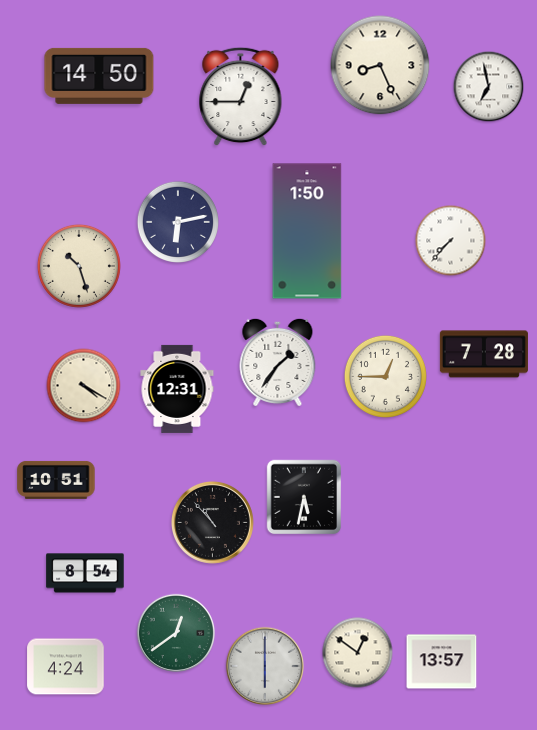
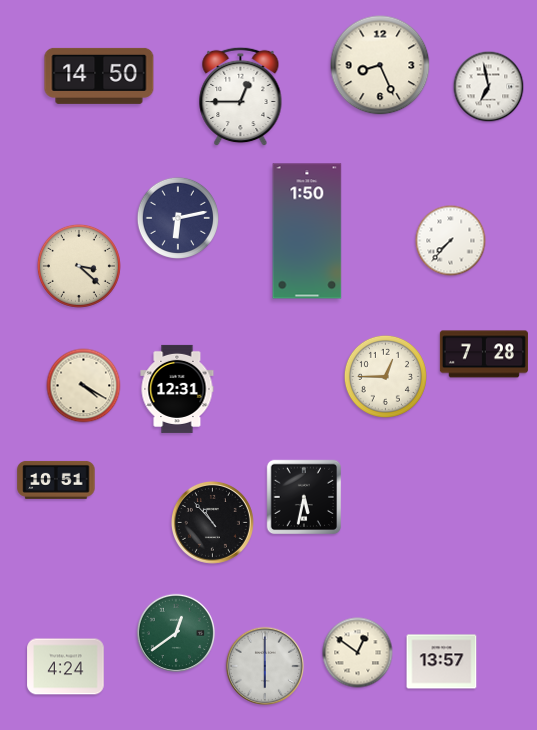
clock at (178, 222) position: (178, 222) -> (178, 218)
clock at (79, 266): 10:27 -> 3:22
clock at (278, 361): 1:36 -> none
clock at (85, 573): 8:54 -> none
